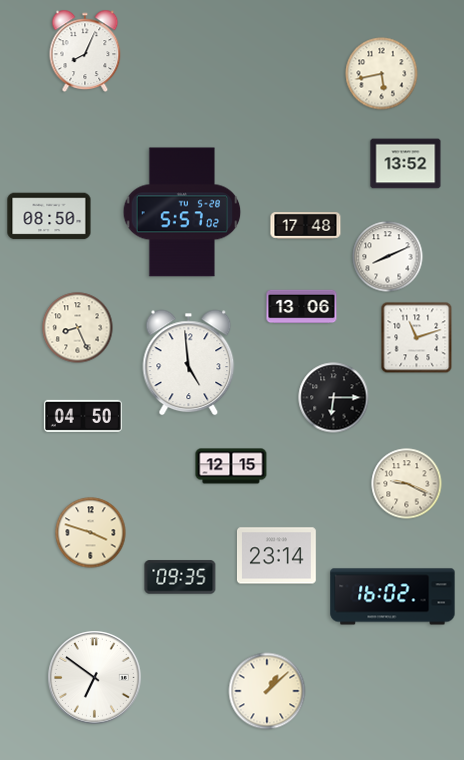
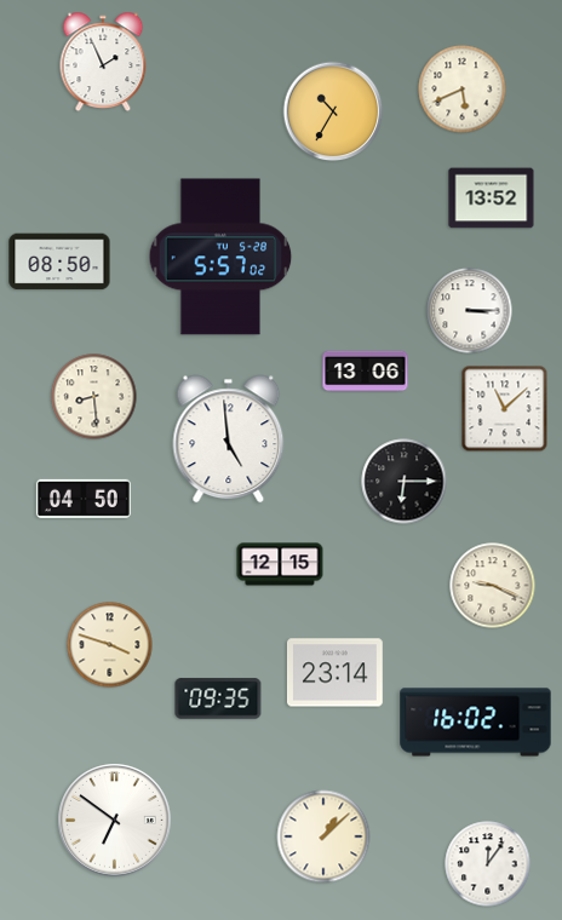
clock at (85, 51): 8:04 -> 1:56
clock at (382, 74): 5:43 -> 5:41
clock at (333, 111): none -> 10:35
clock at (306, 226): 17:48 -> none
clock at (388, 257): 8:11 -> 3:15
clock at (78, 328): 8:26 -> 8:29
clock at (417, 338): 11:12 -> 11:08
clock at (83, 416) position: (83, 416) -> (84, 499)
clock at (488, 864): none -> 12:06
